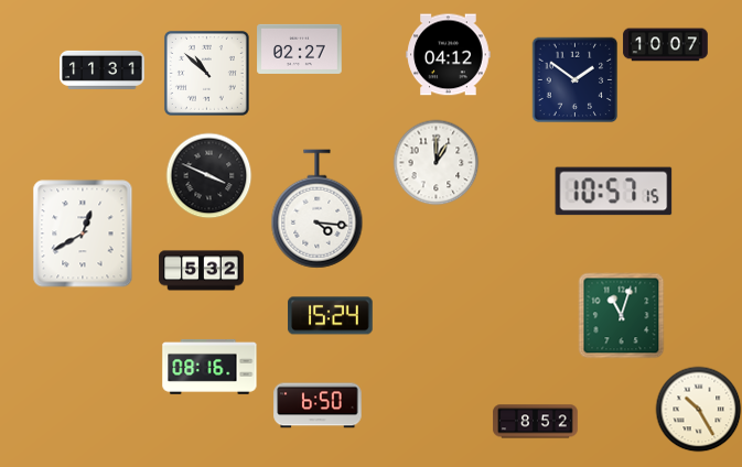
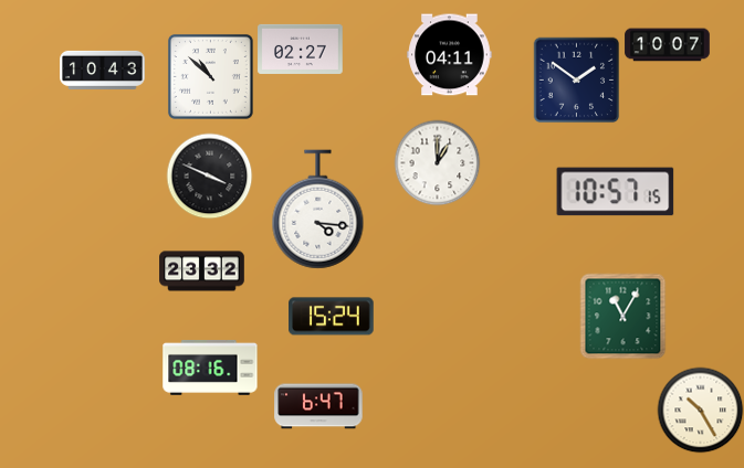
clock at (449, 55): 04:12 -> 04:11
clock at (103, 69): 11:31 -> 10:43
clock at (206, 73) position: (206, 73) -> (210, 76)
clock at (83, 233): 12:40 -> none
clock at (202, 271): 5:32 -> 23:32
clock at (621, 315): 11:03 -> 11:05
clock at (318, 405): 6:50 -> 6:47
clock at (536, 422): 8:52 -> none
